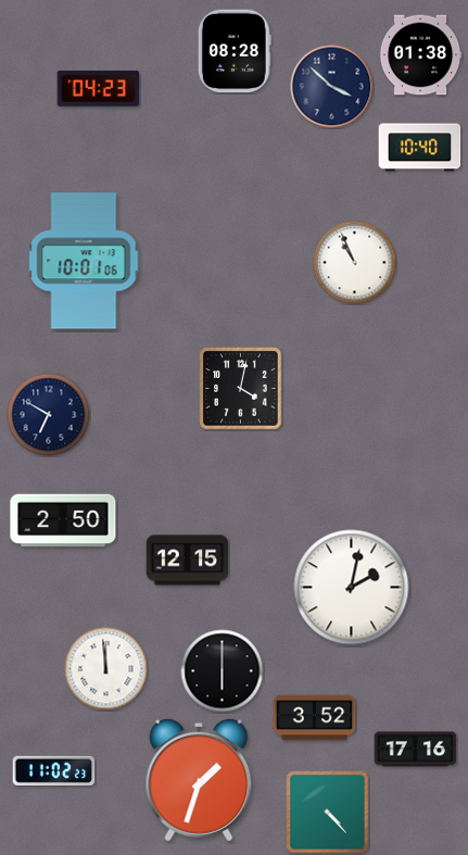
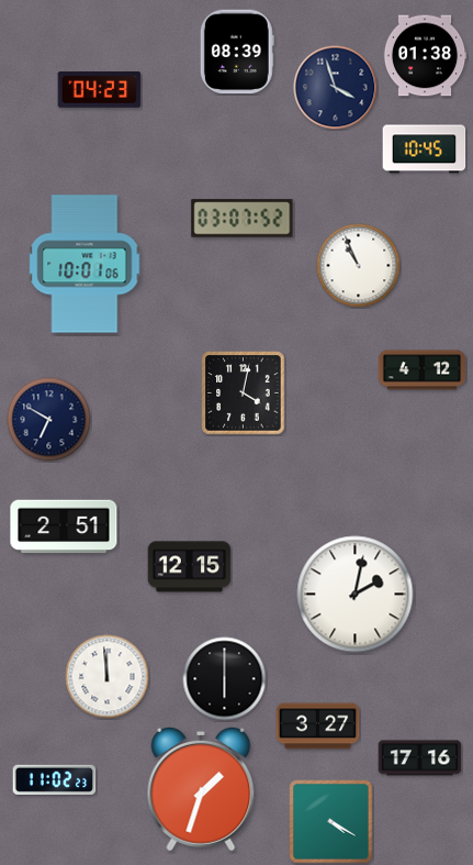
clock at (235, 51): 08:28 -> 08:39
clock at (332, 87): 3:52 -> 3:57
clock at (420, 148): 10:40 -> 10:45
clock at (243, 219): none -> 03:07
clock at (421, 370): none -> 4:12
clock at (63, 520): 2:50 -> 2:51
clock at (315, 718): 3:52 -> 3:27
clock at (328, 813): 4:23 -> 4:20
